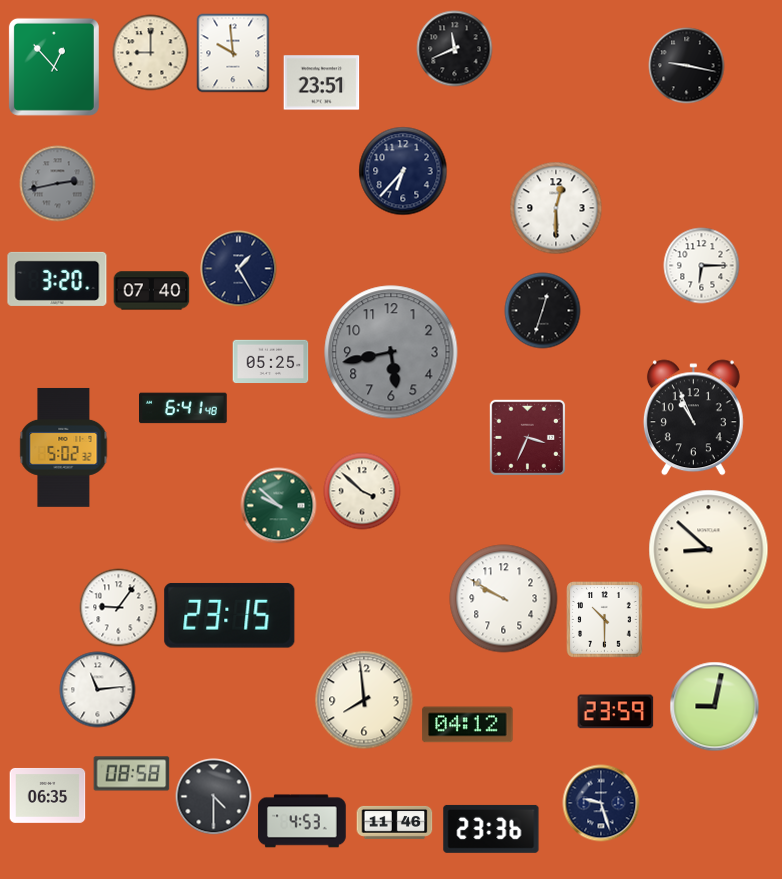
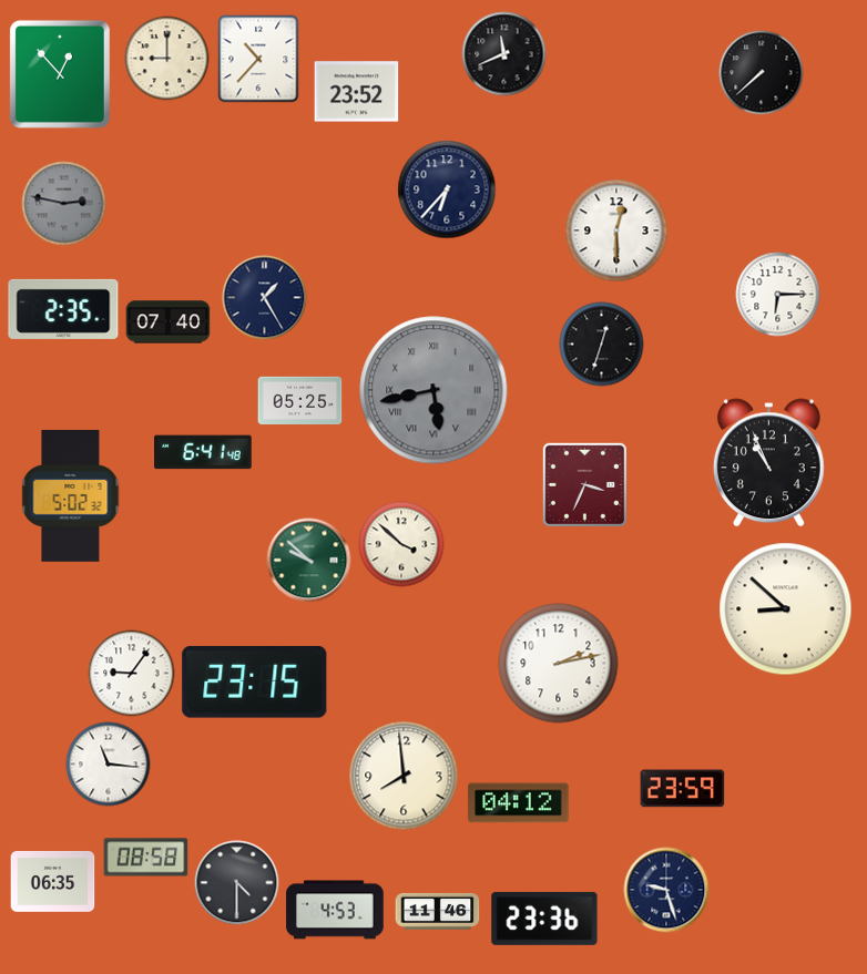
clock at (233, 53): 9:59 -> 10:37
clock at (687, 66): 9:17 -> 7:38
clock at (322, 83): 23:51 -> 23:52
clock at (58, 184): 2:43 -> 2:47
clock at (57, 279): 3:20 -> 2:35
clock at (391, 352) numerals: Arabic -> Roman
clock at (504, 599): 9:50 -> 2:13
clock at (605, 620): 10:30 -> none
clock at (98, 690): 11:14 -> 11:16
clock at (715, 707): 9:02 -> none
